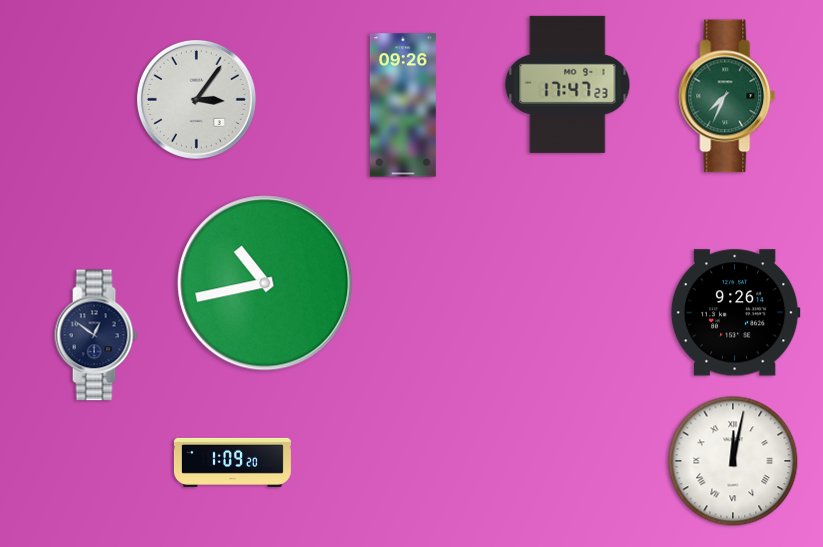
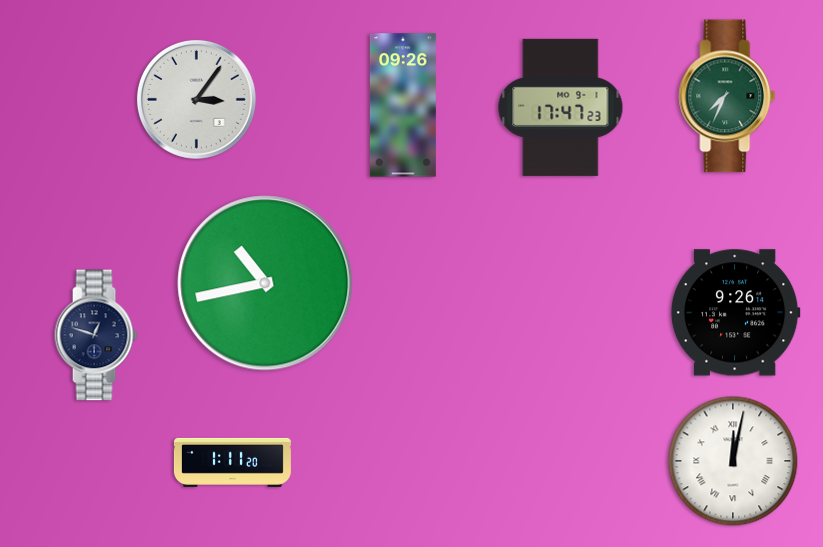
clock at (568, 84) position: (568, 84) -> (561, 107)
clock at (96, 335): 12:51 -> 12:48
clock at (232, 462): 1:09 -> 1:11
